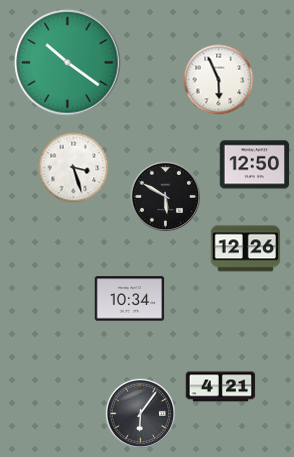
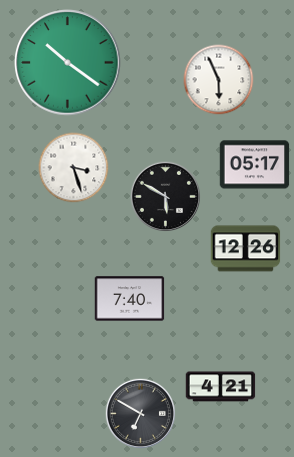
clock at (255, 165): 12:50 -> 05:17
clock at (130, 299): 10:34 -> 7:40
clock at (140, 413): 6:06 -> 6:50
